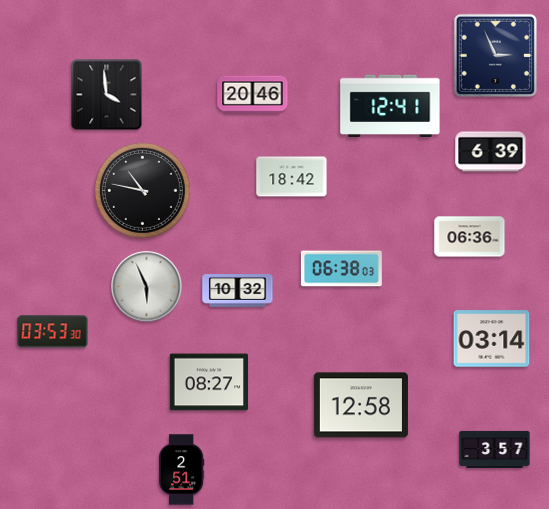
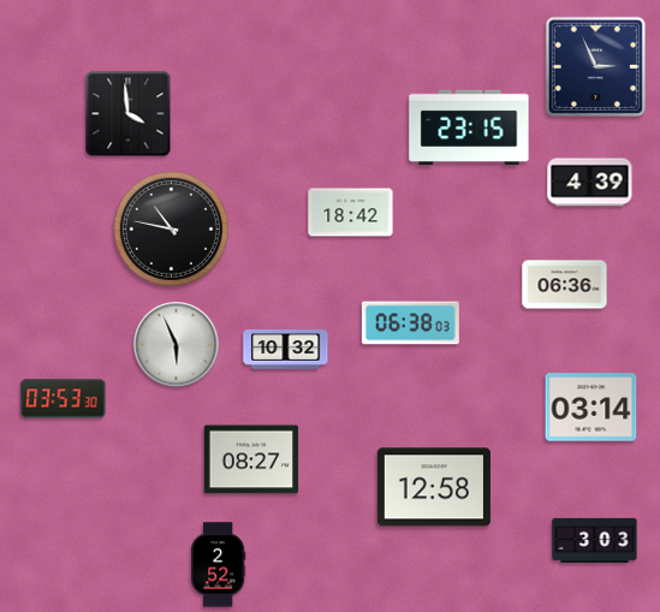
clock at (253, 95): 20:46 -> none
clock at (390, 105): 12:41 -> 23:15
clock at (491, 152): 6:39 -> 4:39
clock at (495, 449): 3:57 -> 3:03
clock at (182, 470): 2:51 -> 2:52
